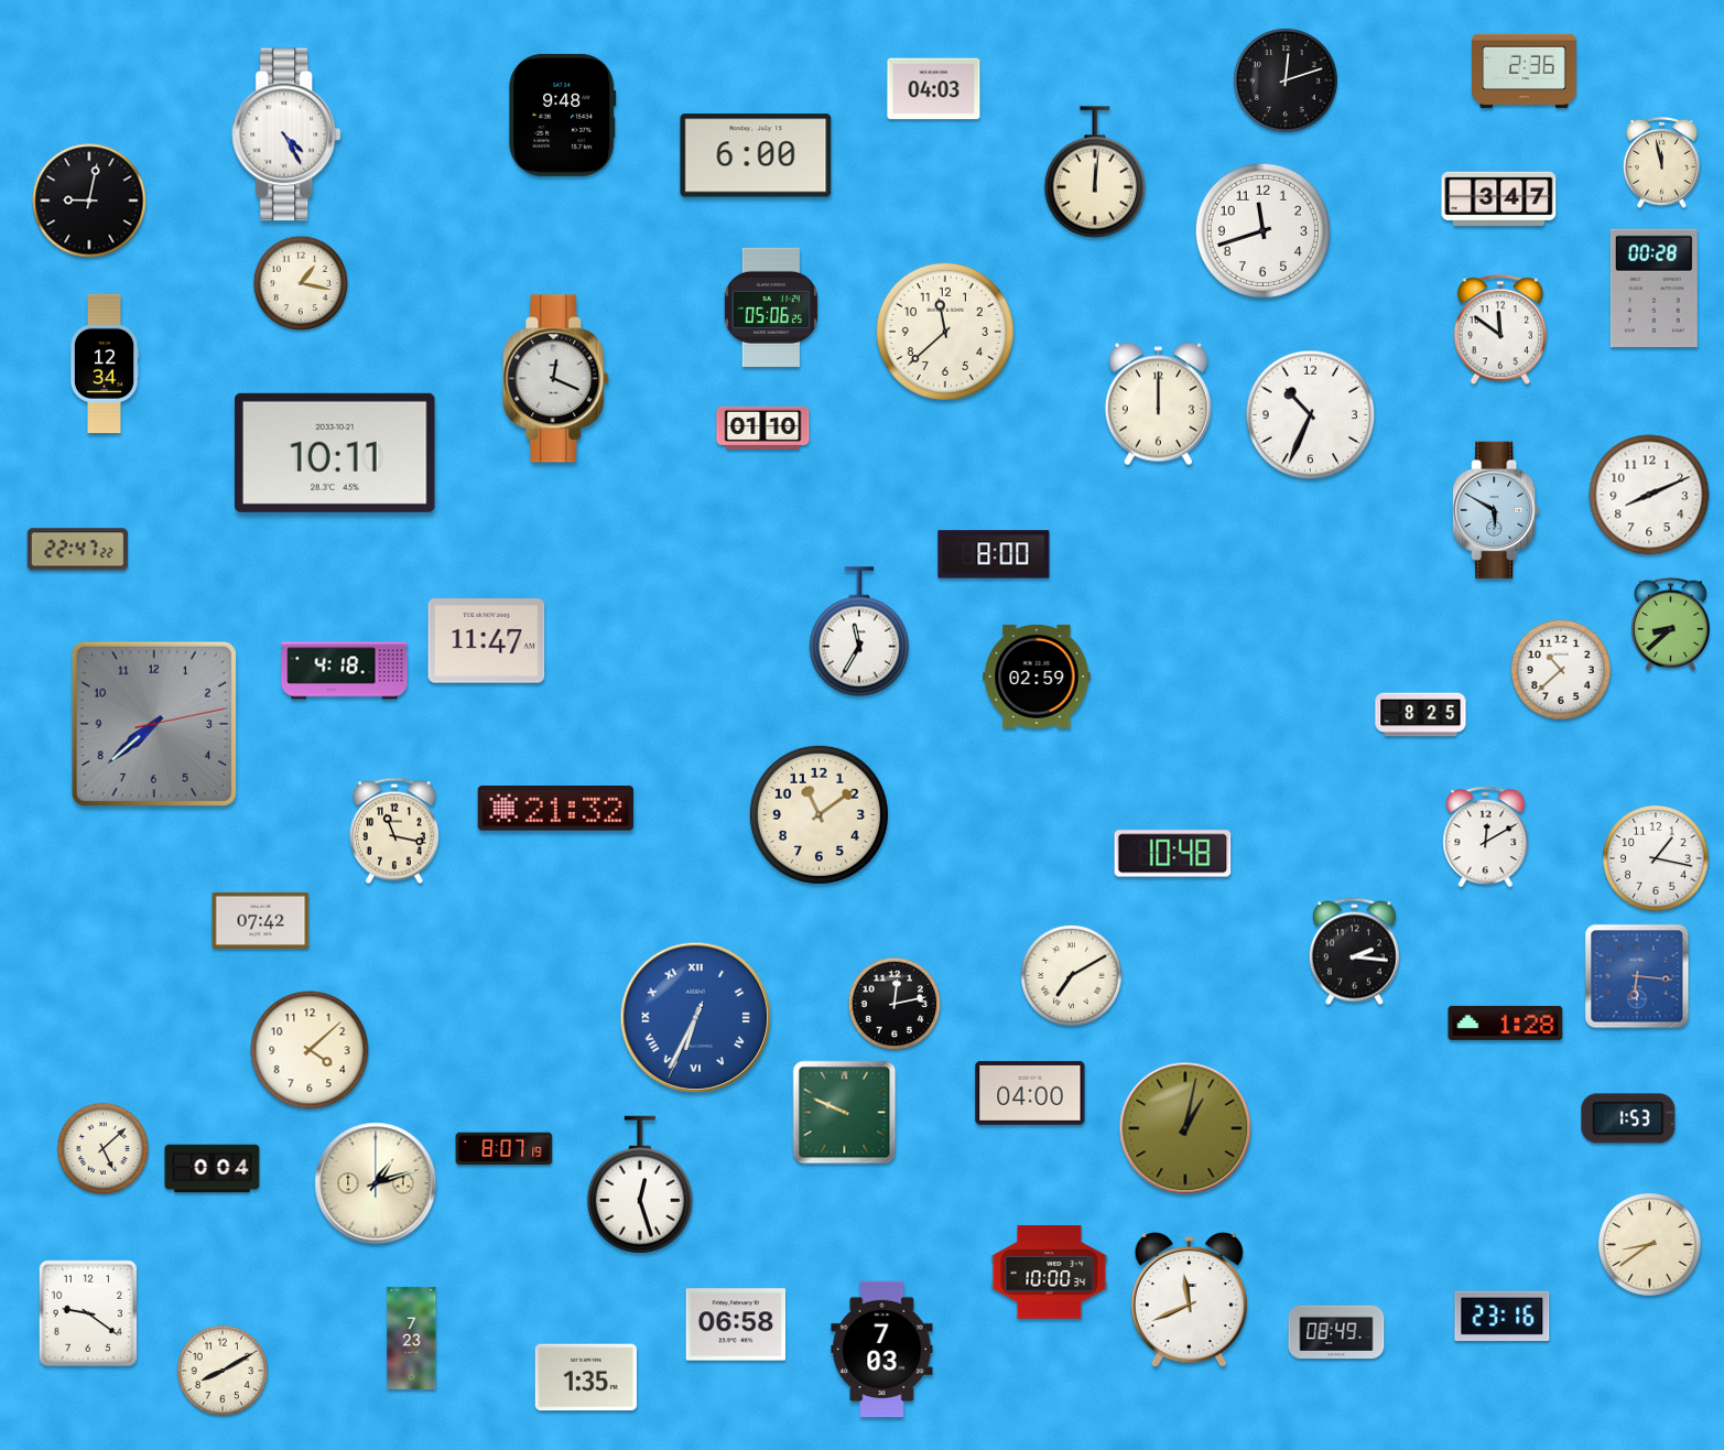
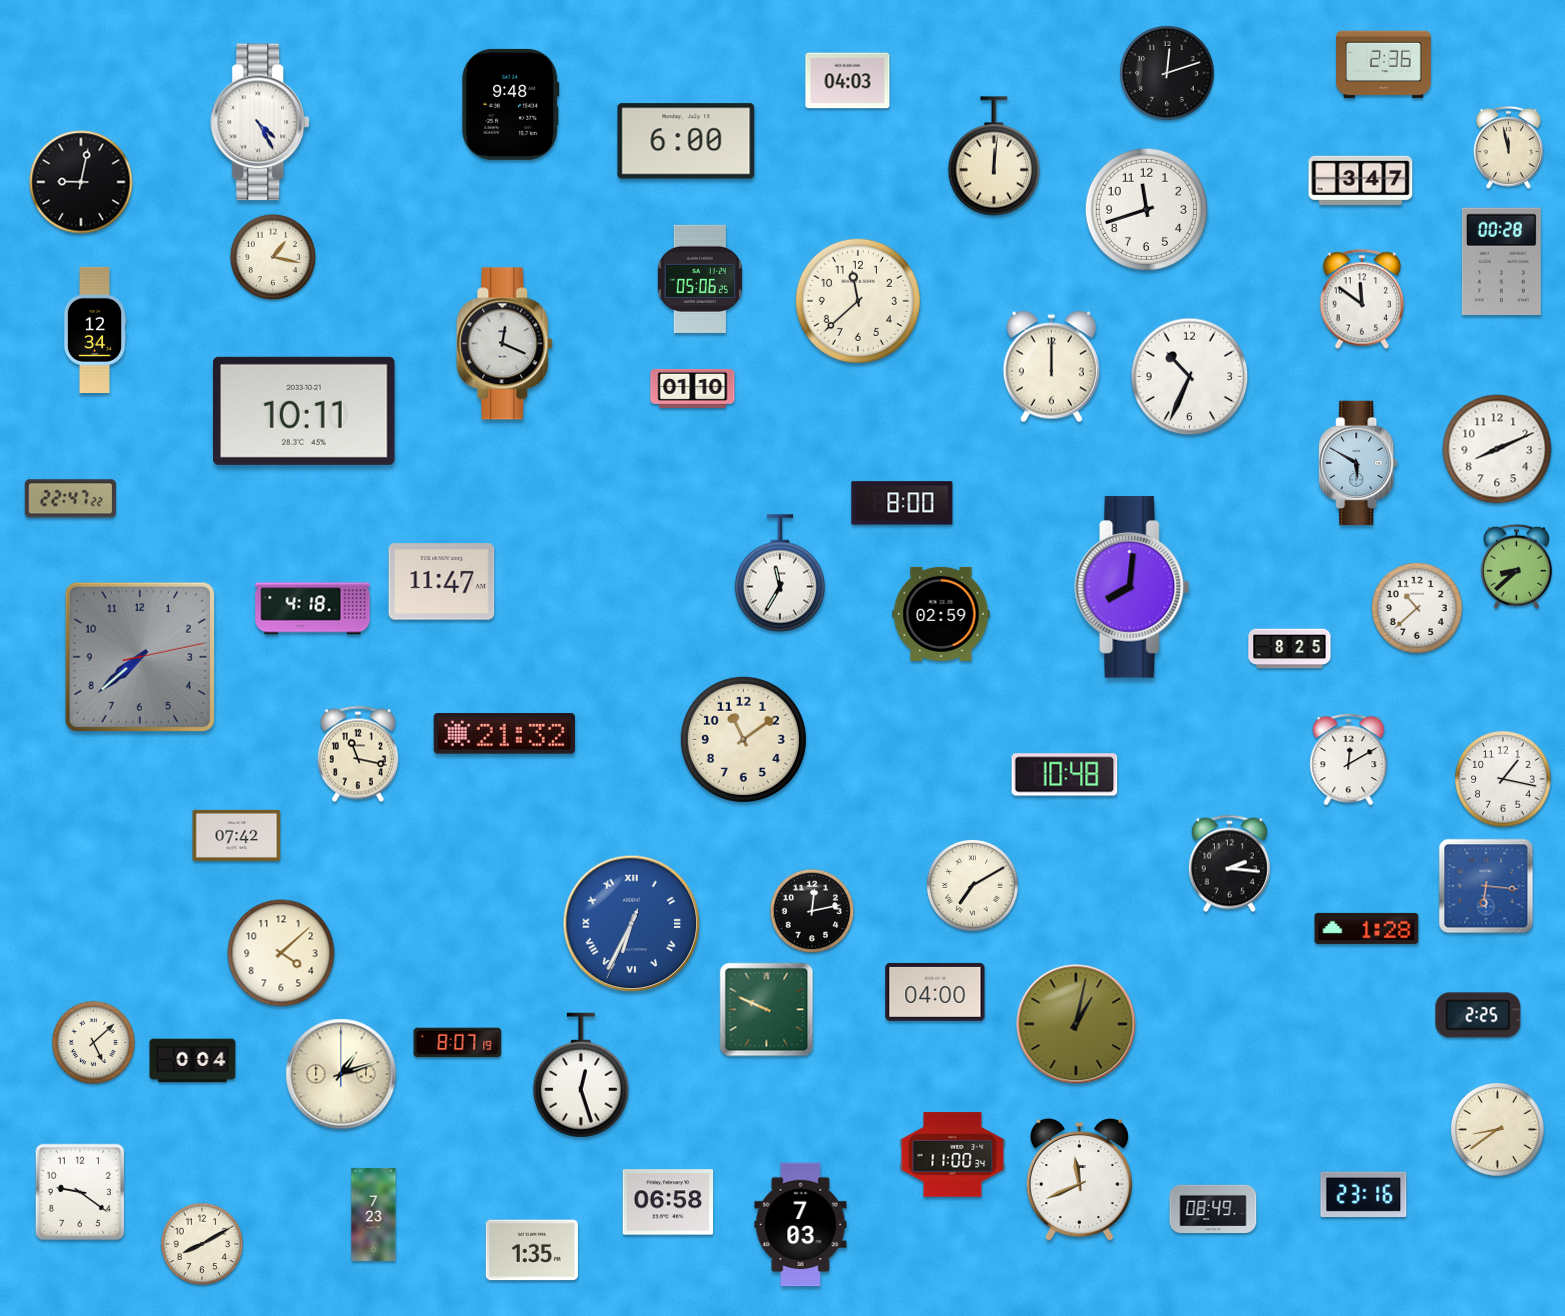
clock at (1132, 587): none -> 8:01
clock at (1628, 1118): 1:53 -> 2:25
clock at (1050, 1273): 10:00 -> 11:00
